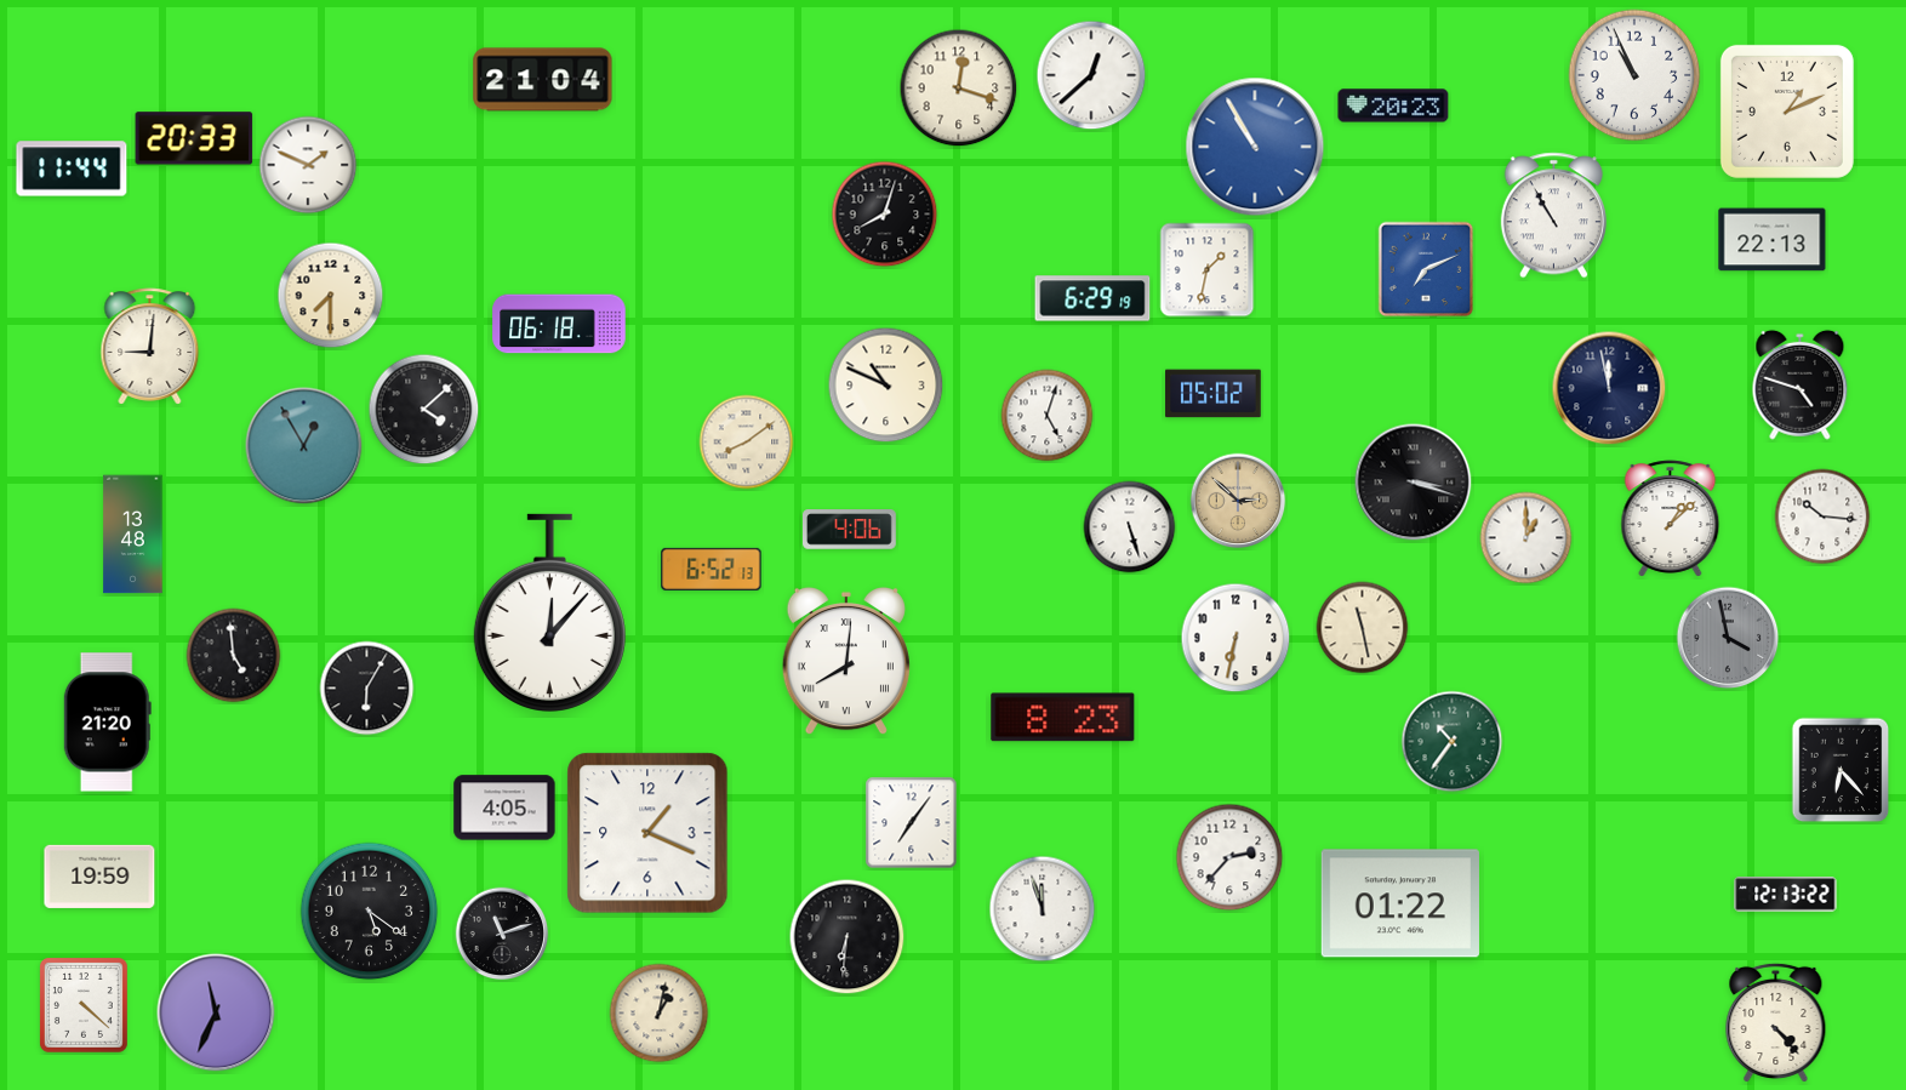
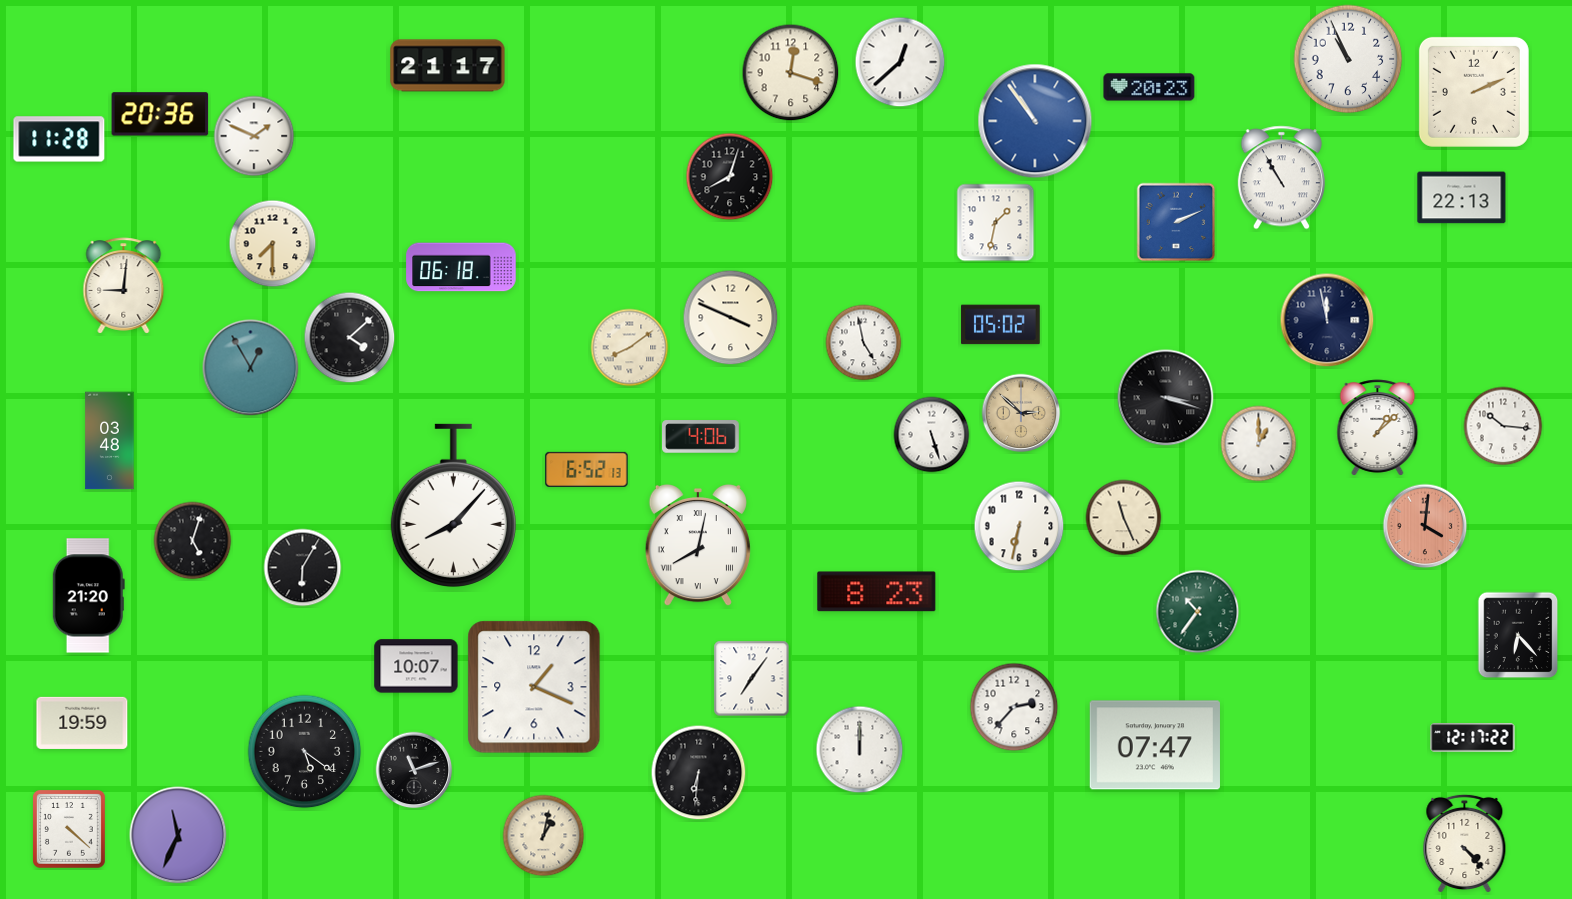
clock at (1634, 75) position: (1634, 75) -> (1348, 59)
clock at (543, 80): 21:04 -> 21:17
clock at (1787, 112): 1:11 -> 2:11
clock at (194, 138): 20:33 -> 20:36
clock at (1255, 147): 10:55 -> 10:54
clock at (72, 169): 11:44 -> 11:28
clock at (1426, 269): 7:11 -> 2:11
clock at (1092, 298): 6:29 -> none
clock at (1801, 384): 4:48 -> none
clock at (886, 386): 10:49 -> 3:49
clock at (1048, 416): 5:03 -> 4:58
clock at (747, 443) position: (747, 443) -> (630, 348)
clock at (133, 535): 13:48 -> 03:48
clock at (549, 612): 12:07 -> 8:07
clock at (1363, 628): 11:28 -> 11:26
clock at (1728, 638): 3:58 -> 4:01
clock at (1728, 638) dial: grey -> salmon
clock at (234, 656): 4:59 -> 5:03
clock at (846, 661): 8:01 -> 8:02
clock at (504, 807): 4:05 -> 10:07
clock at (1786, 895): 12:13 -> 12:17
clock at (1400, 903): 01:22 -> 07:47
clock at (1043, 909): 11:57 -> 12:00
